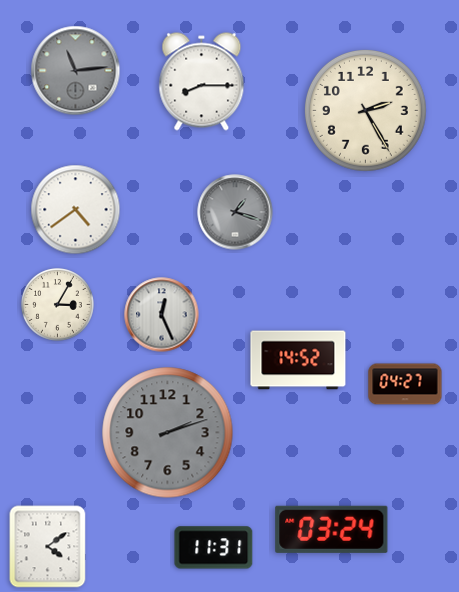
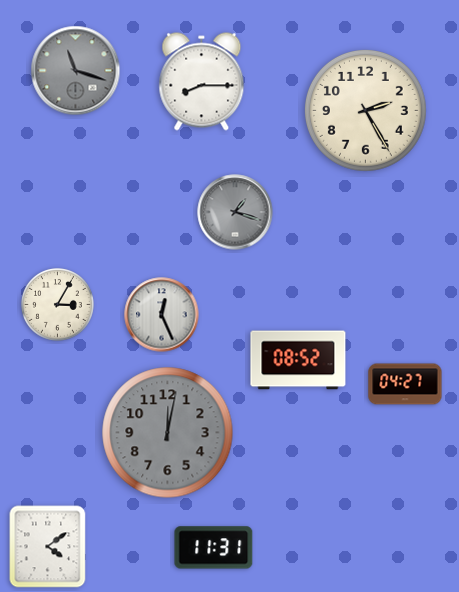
clock at (76, 71): 11:14 -> 11:18
clock at (76, 210): 4:39 -> none
clock at (298, 360): 14:52 -> 08:52
clock at (168, 433): 2:12 -> 12:02
clock at (332, 529): 03:24 -> none
